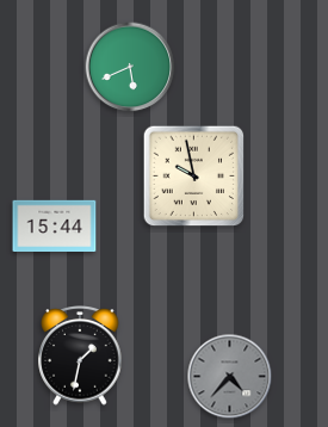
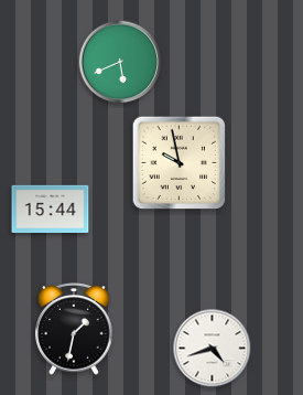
clock at (230, 377): 4:37 -> 4:42
clock at (230, 377) dial: grey -> white
